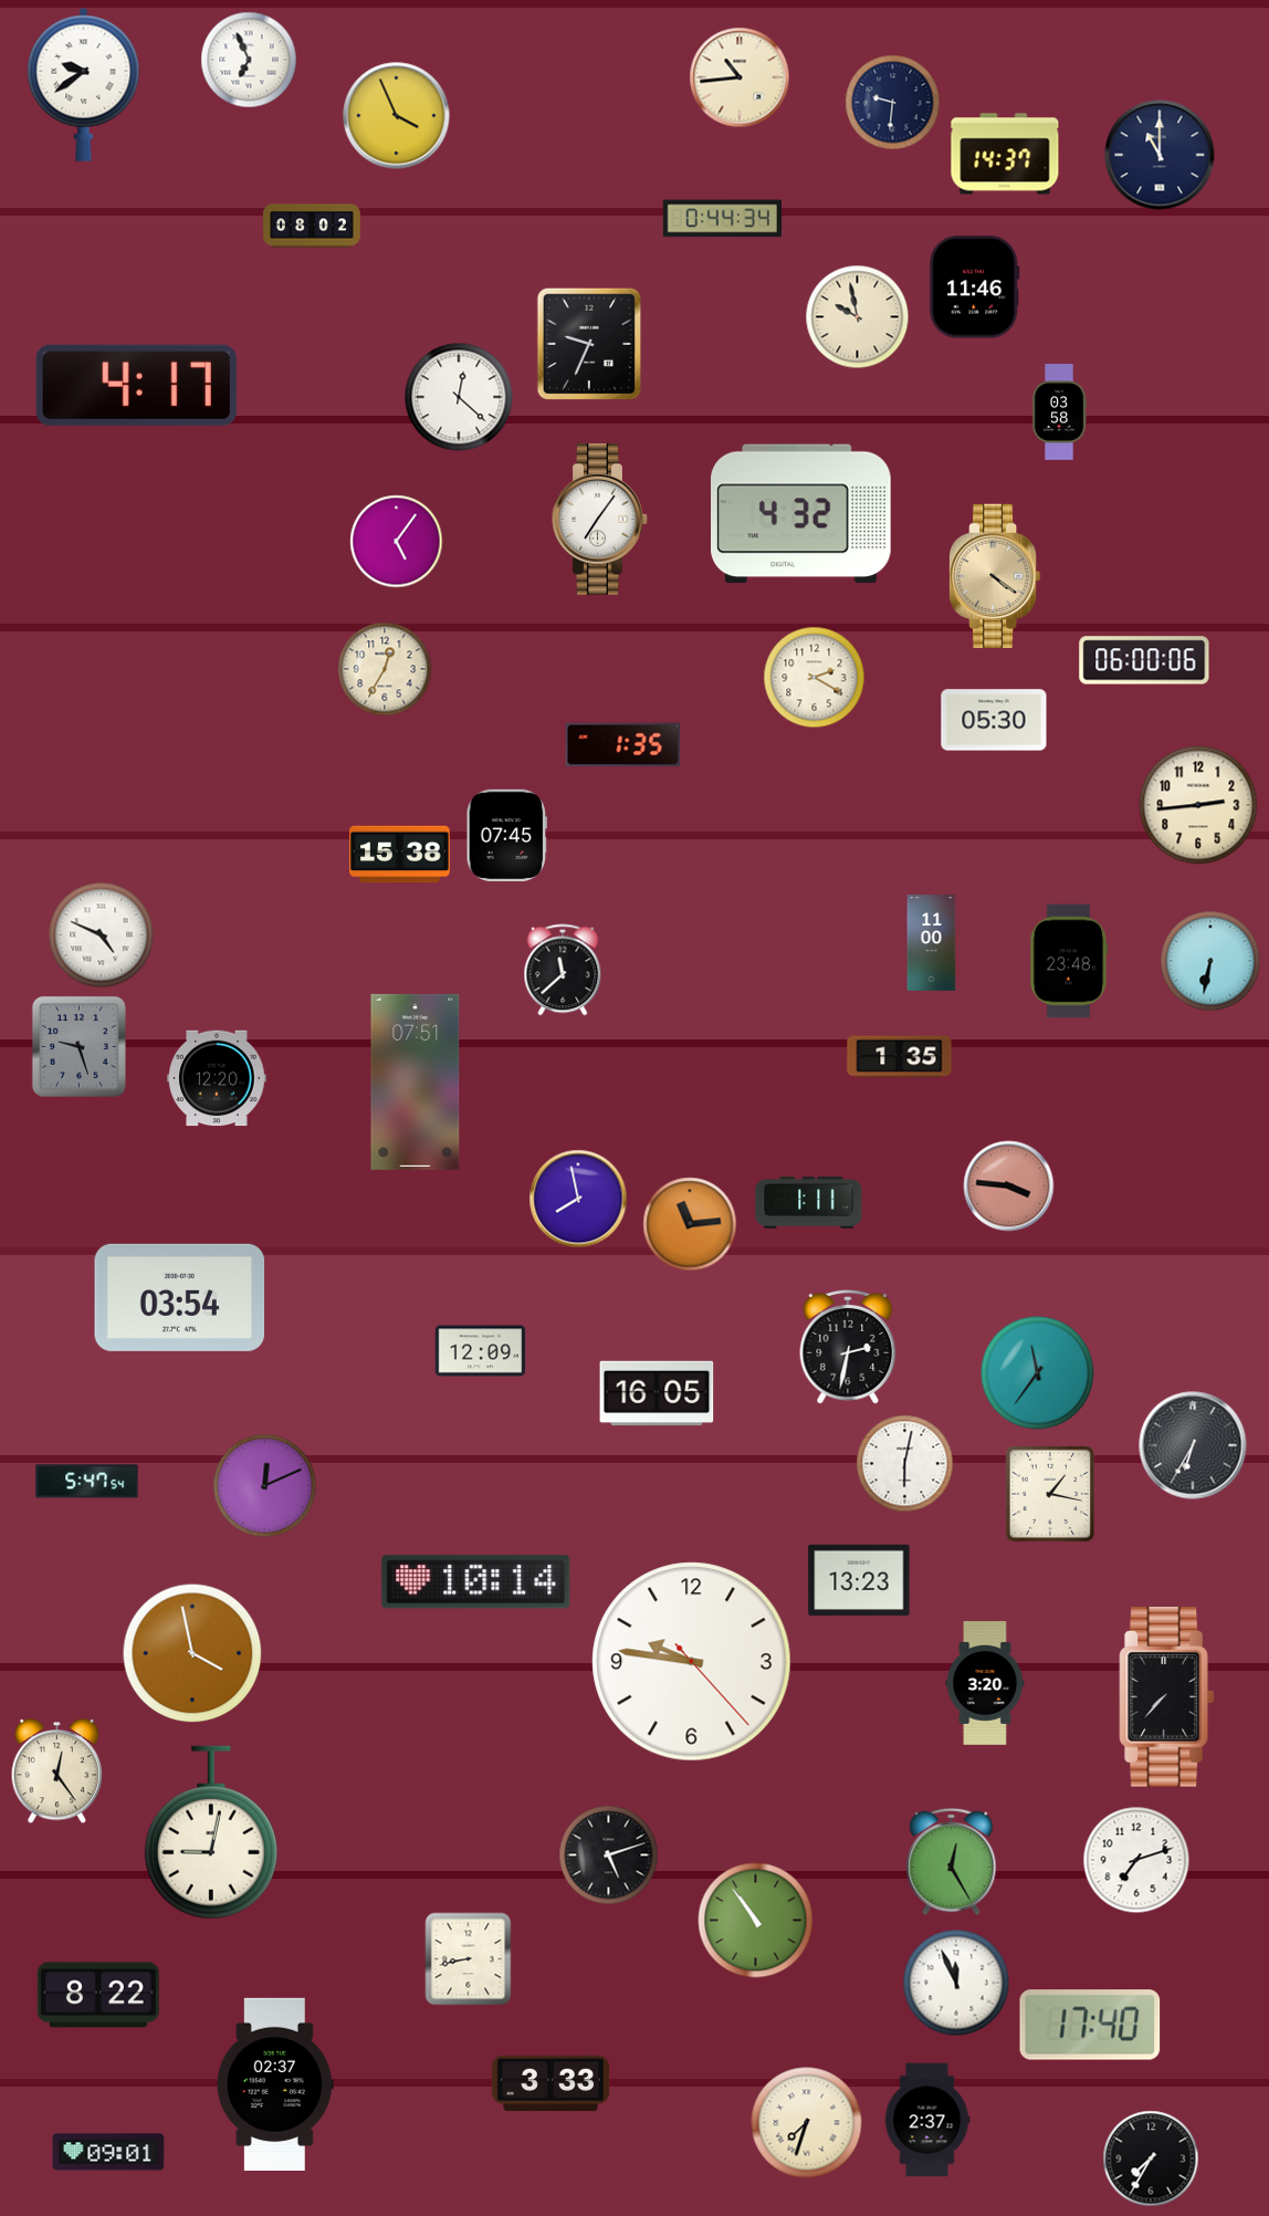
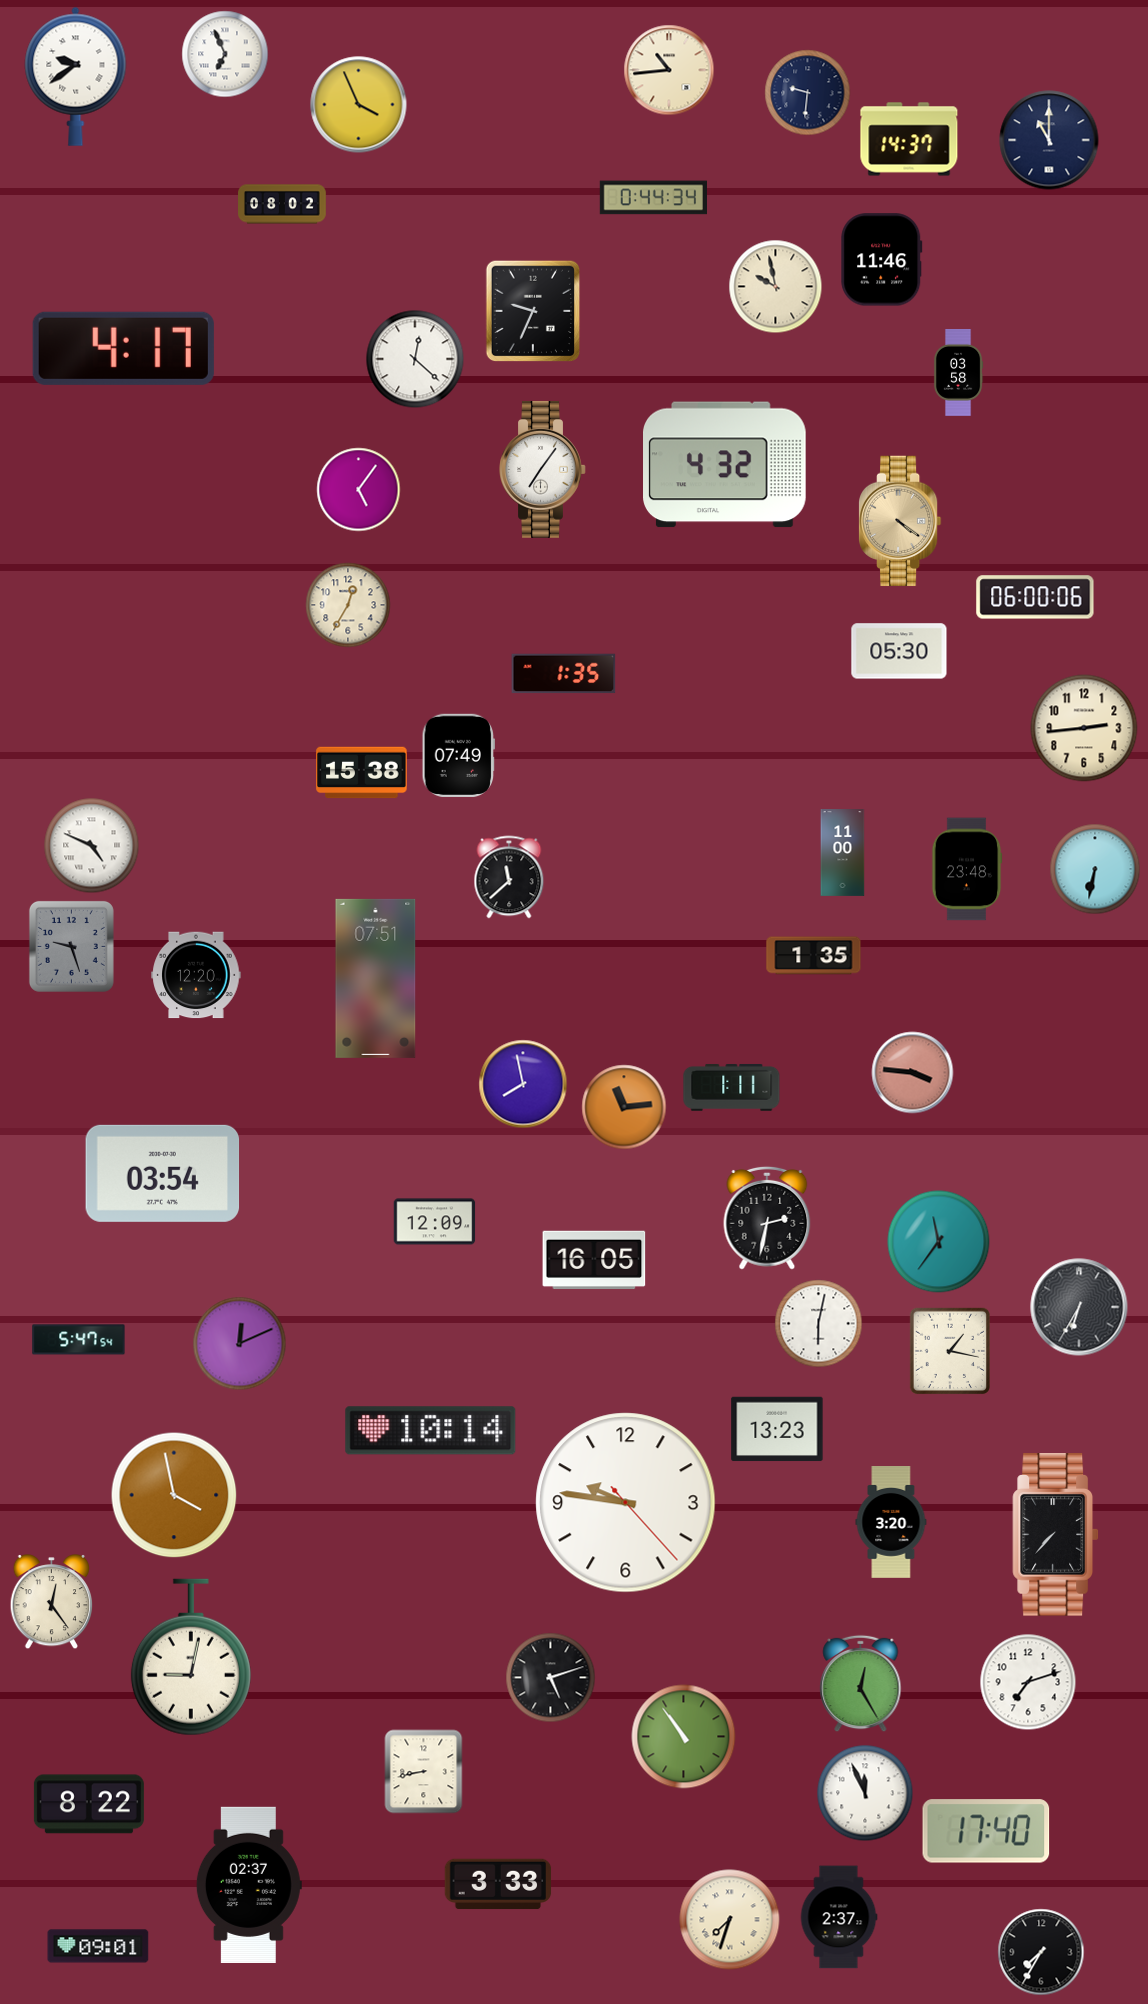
clock at (815, 678): 2:20 -> none
clock at (506, 835): 07:45 -> 07:49
